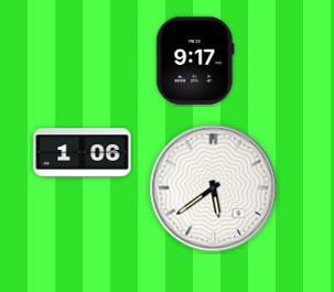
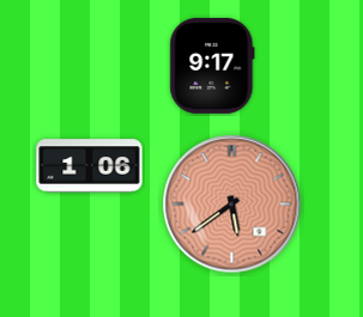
clock at (214, 188) dial: white -> salmon
